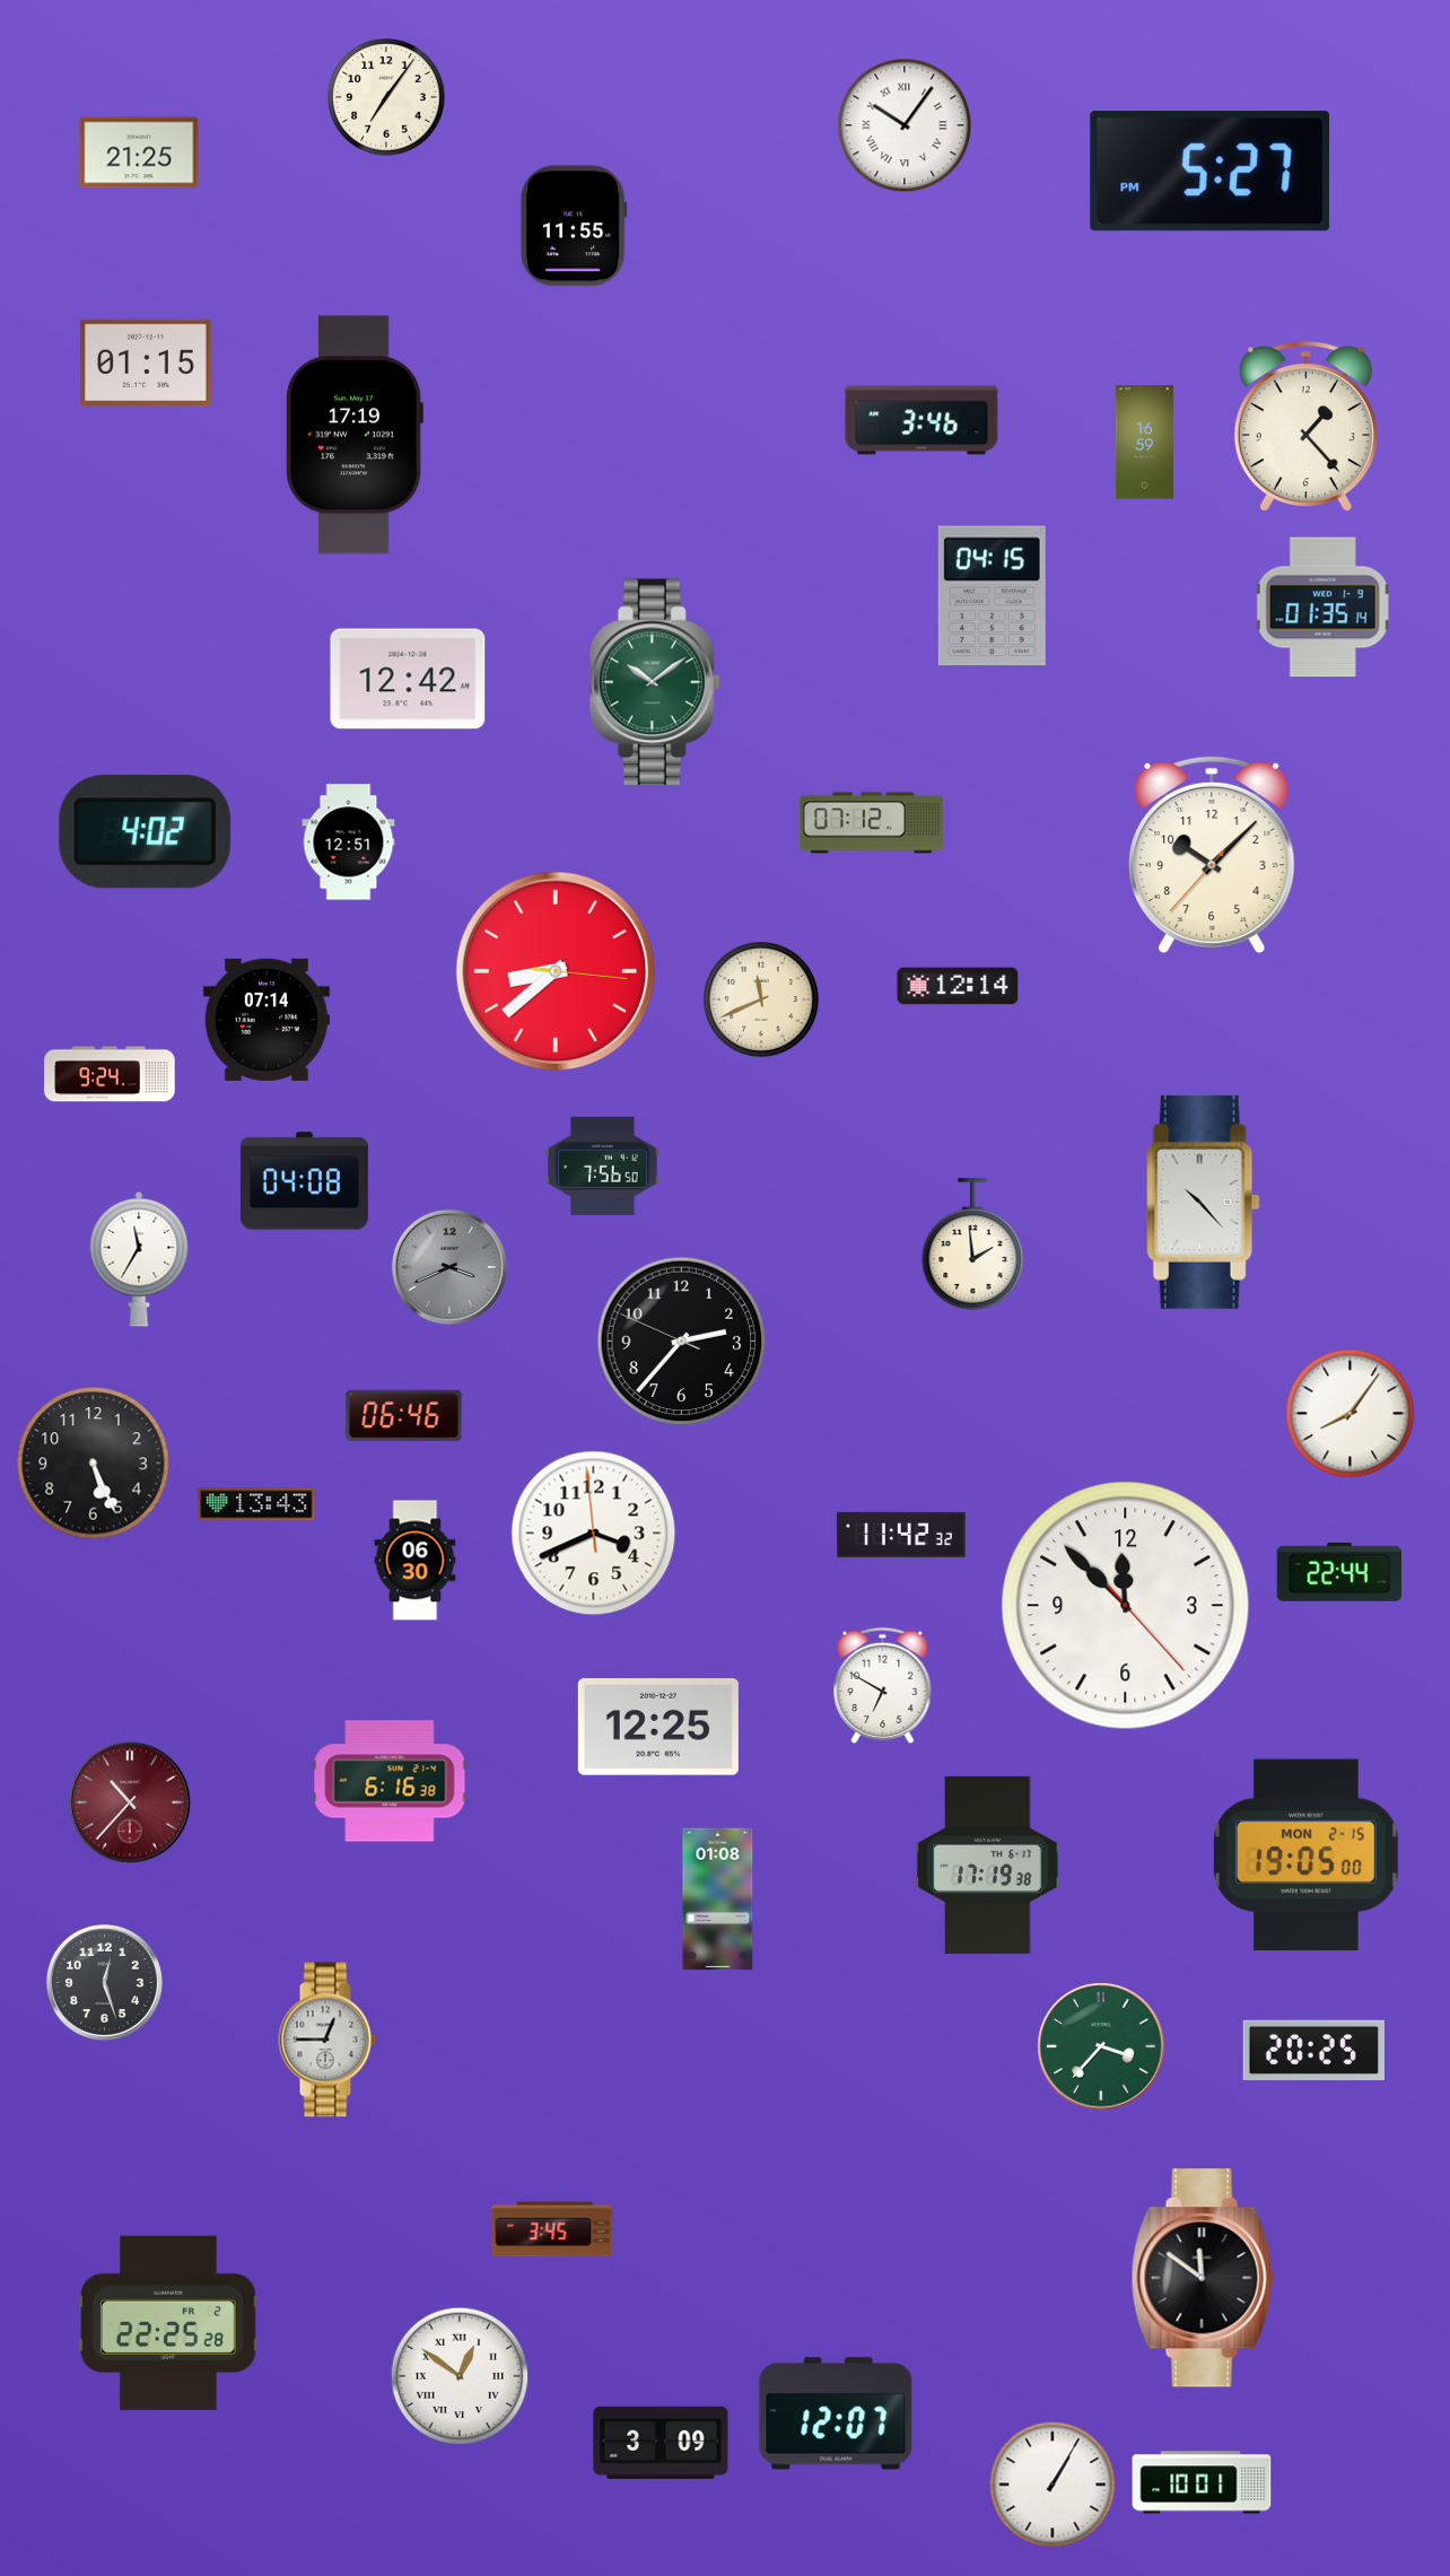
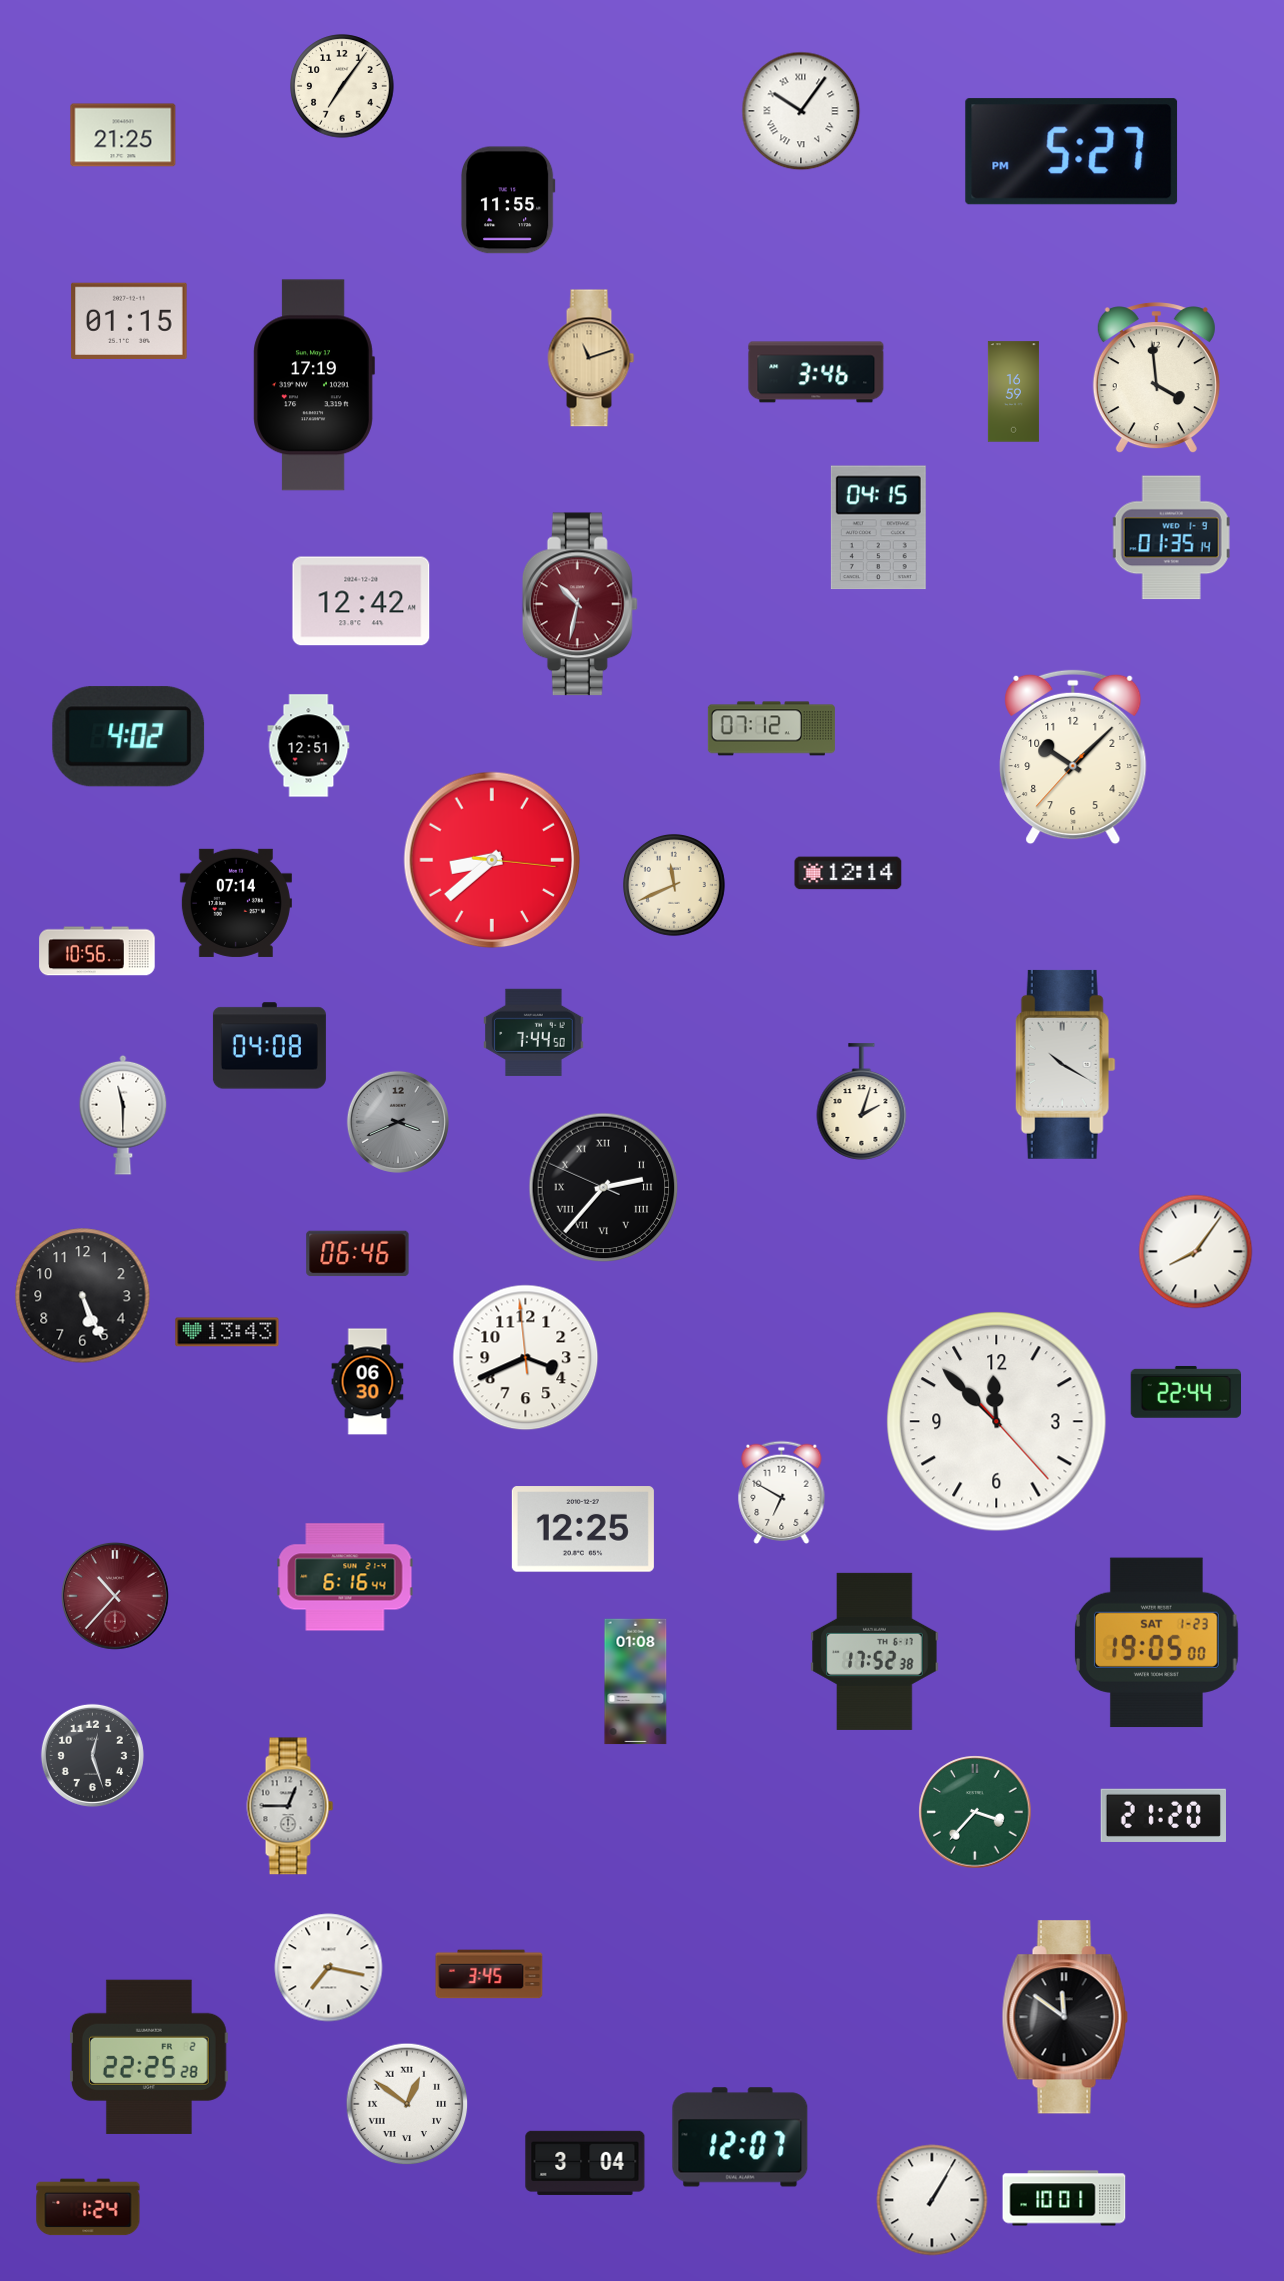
clock at (591, 358): none -> 11:12
clock at (1305, 427): 1:23 -> 3:59
clock at (655, 682): 10:09 -> 10:32
clock at (655, 682) dial: green -> burgundy
clock at (110, 1074): 9:24 -> 10:56
clock at (603, 1165): 7:56 -> 7:44
clock at (1203, 1202): 10:23 -> 10:20
clock at (973, 1245): 1:59 -> 2:03
clock at (139, 1259): 11:35 -> 11:30
clock at (682, 1342) numerals: Arabic -> Roman
clock at (901, 1535): 11:42 -> none
clock at (390, 1781): 6:16:38 -> 6:16:44
clock at (1305, 1855) date: MON 2-15 -> SAT 1-23
clock at (988, 1865): 17:19 -> 17:52
clock at (1313, 2050): 20:25 -> 21:20
clock at (329, 1968): none -> 7:17
clock at (661, 2443): 3:09 -> 3:04
clock at (88, 2207): none -> 1:24
